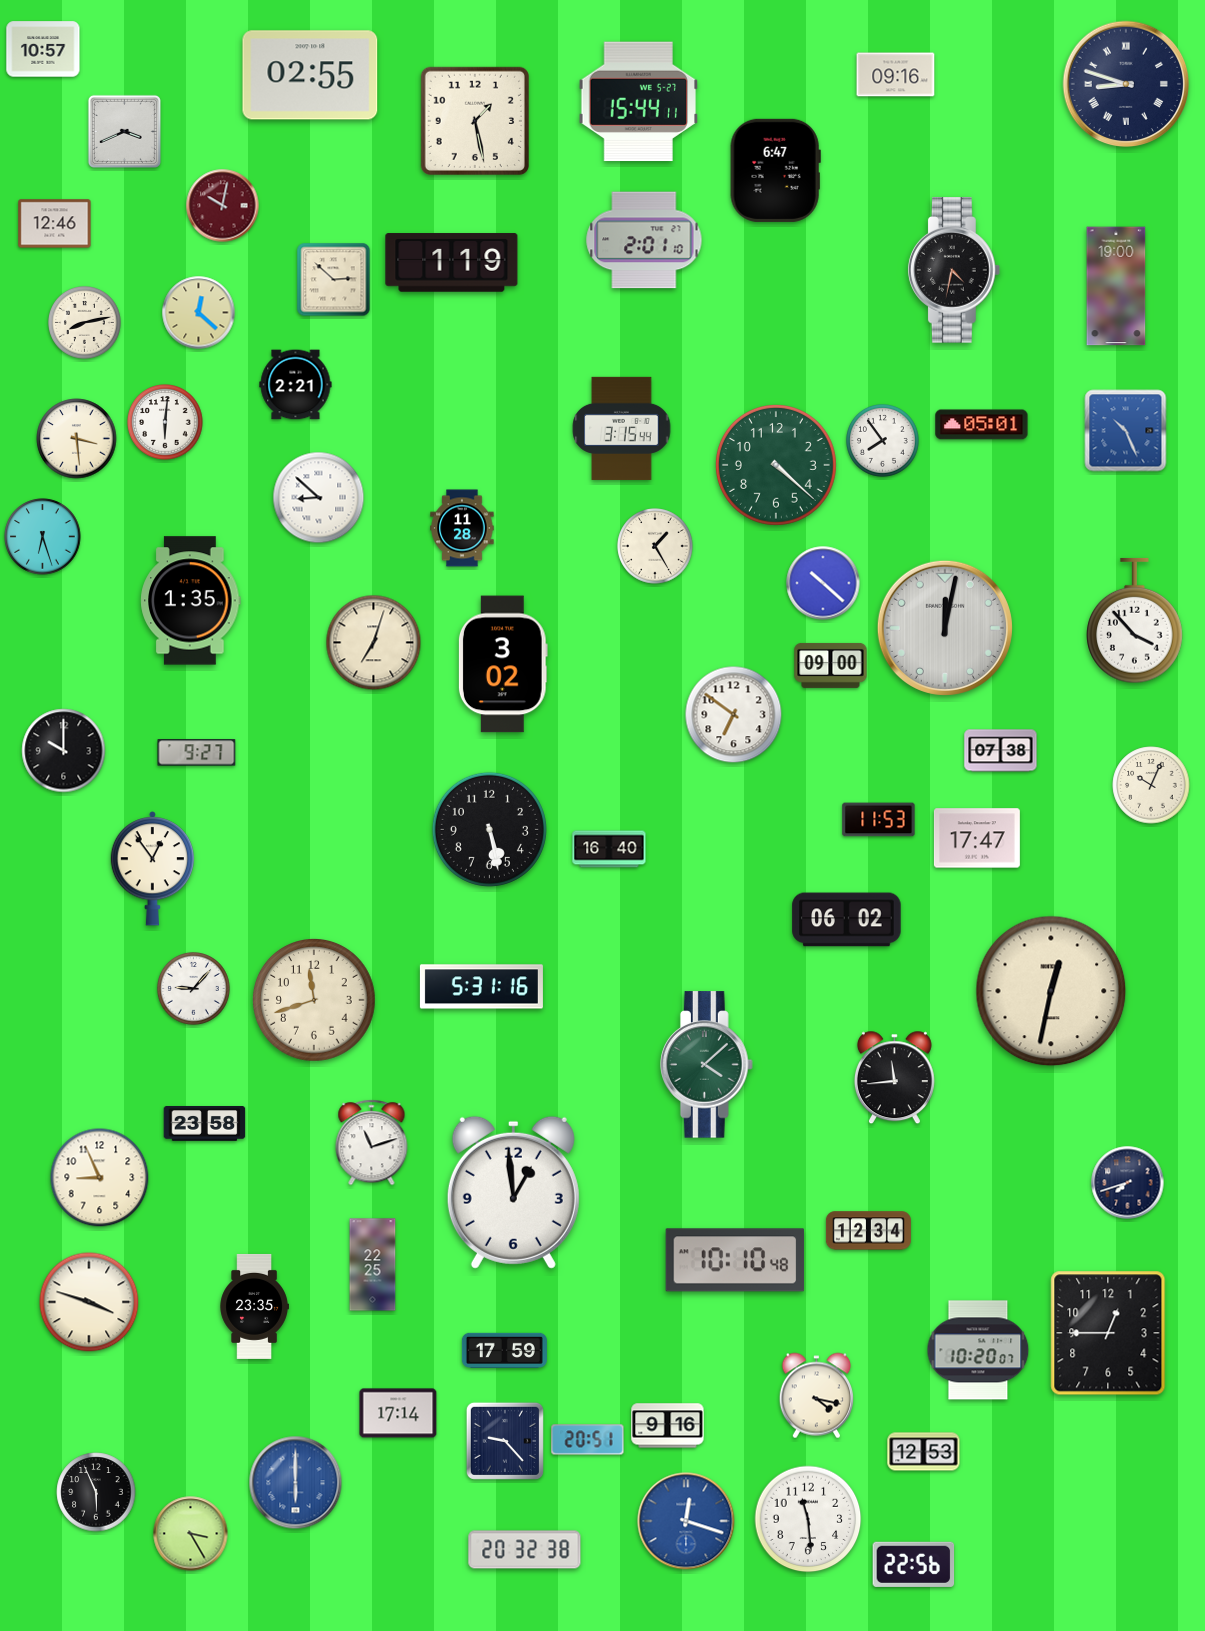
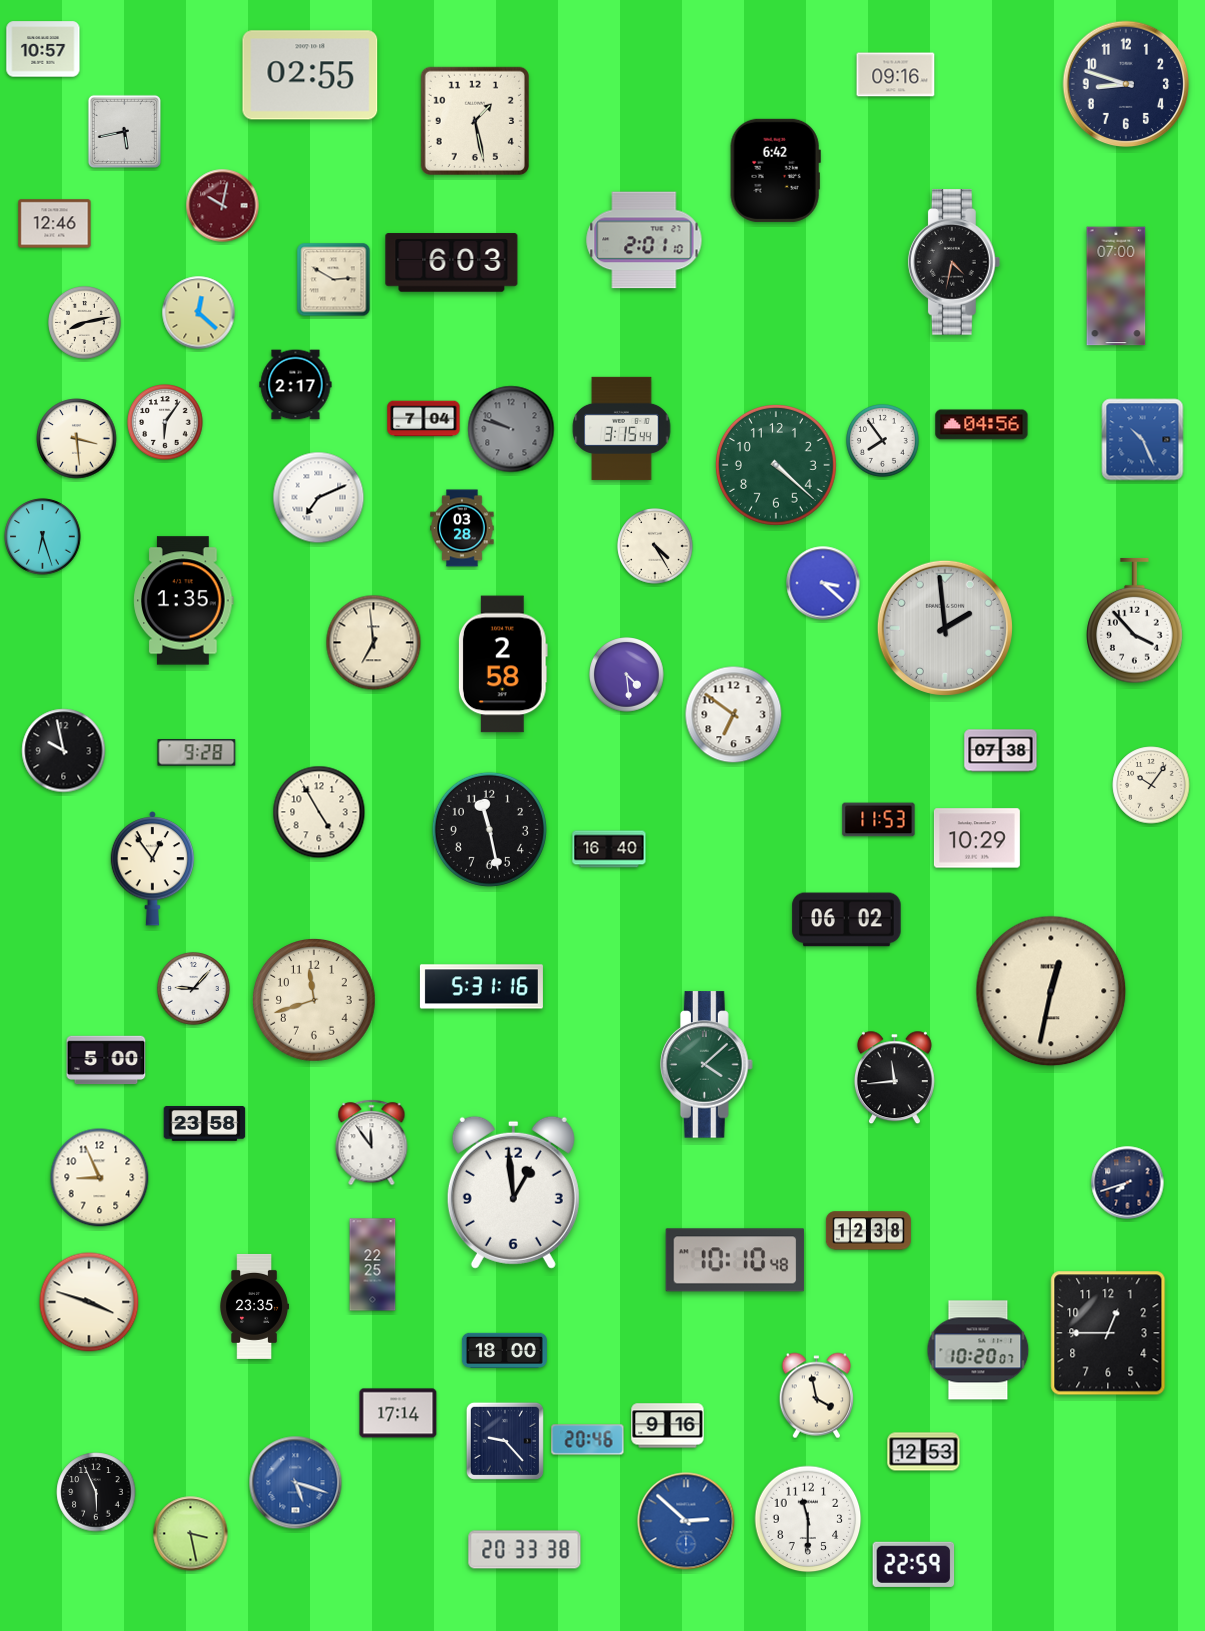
clock at (1126, 84) numerals: Roman -> Arabic
clock at (639, 102): 15:44 -> none
clock at (124, 131): 3:41 -> 5:43
clock at (775, 170): 6:47 -> 6:42
clock at (452, 263): 1:19 -> 6:03
clock at (954, 270) position: (954, 270) -> (954, 262)
clock at (334, 280): 2:52 -> 2:50
clock at (1116, 286): 19:00 -> 07:00
clock at (296, 385): 2:21 -> 2:17
clock at (424, 419): none -> 7:04
clock at (165, 422): 6:01 -> 6:06
clock at (982, 425): 05:01 -> 04:56
clock at (511, 429): none -> 9:48
clock at (1126, 431) position: (1126, 431) -> (1143, 440)
clock at (319, 498): 8:52 -> 7:11
clock at (462, 528): 11:28 -> 03:28
clock at (655, 546): 1:25 -> 4:25
clock at (823, 583): 10:22 -> 3:22
clock at (191, 601) position: (191, 601) -> (184, 601)
clock at (945, 628): 12:02 -> 1:59
clock at (374, 643): 7:03 -> 6:59
clock at (503, 664): 3:02 -> 2:58
clock at (831, 665): 09:00 -> none
clock at (627, 675): none -> 4:29
clock at (64, 751): 10:00 -> 9:58
clock at (197, 753): 9:27 -> 9:28
clock at (1151, 785): 10:04 -> 10:06
clock at (319, 812): none -> 4:55
clock at (489, 829): 5:28 -> 11:28
clock at (977, 838): 17:47 -> 10:29
clock at (106, 1060): none -> 5:00
clock at (372, 1143): 11:12 -> 11:54
clock at (868, 1231): 12:34 -> 12:38
clock at (504, 1350): 17:59 -> 18:00
clock at (816, 1396): 4:17 -> 3:58
clock at (588, 1440): 20:51 -> 20:46
clock at (296, 1483): 6:00 -> 5:18
clock at (808, 1519): 11:29 -> 11:30
clock at (686, 1521): 12:18 -> 2:52
clock at (191, 1534): 3:25 -> 3:28
clock at (525, 1550): 20:32 -> 20:33
clock at (914, 1564): 22:56 -> 22:59
